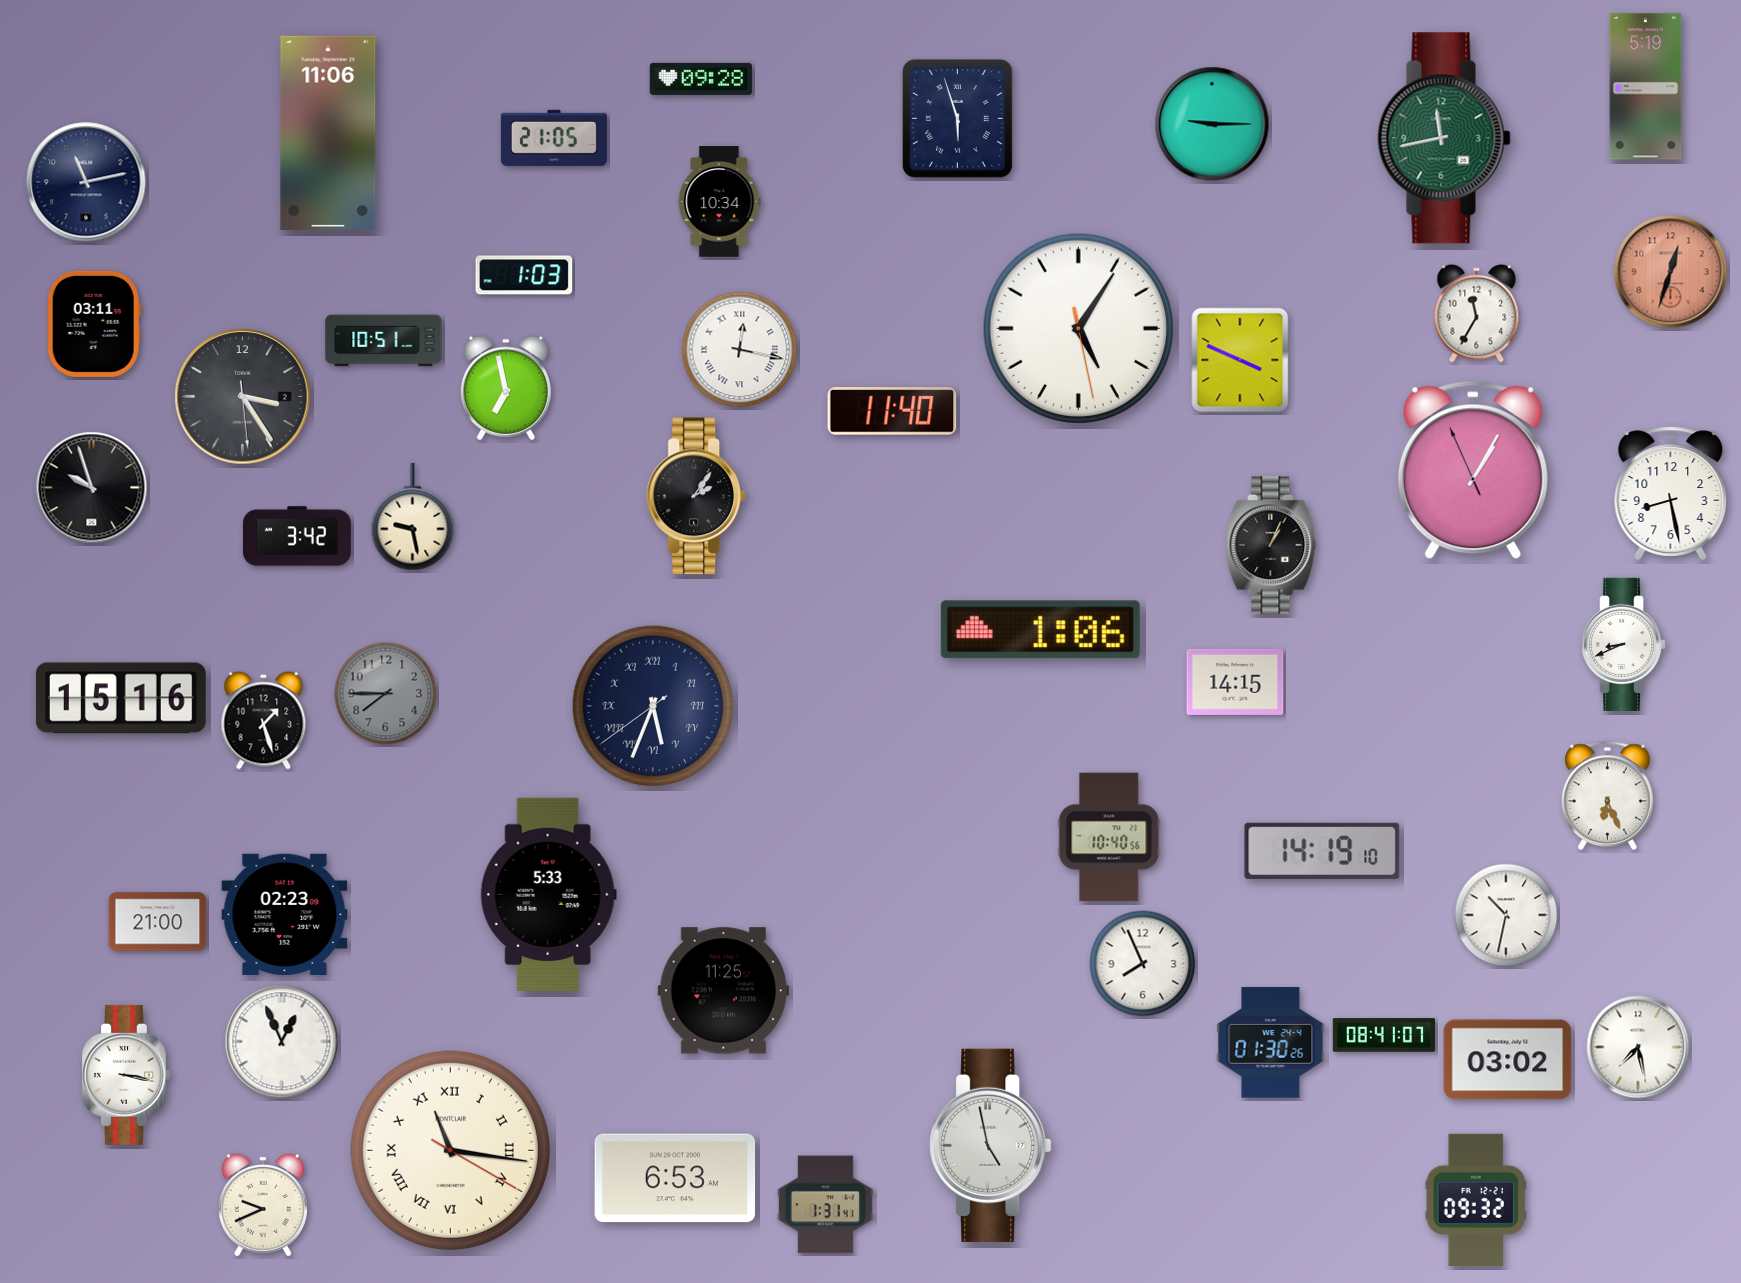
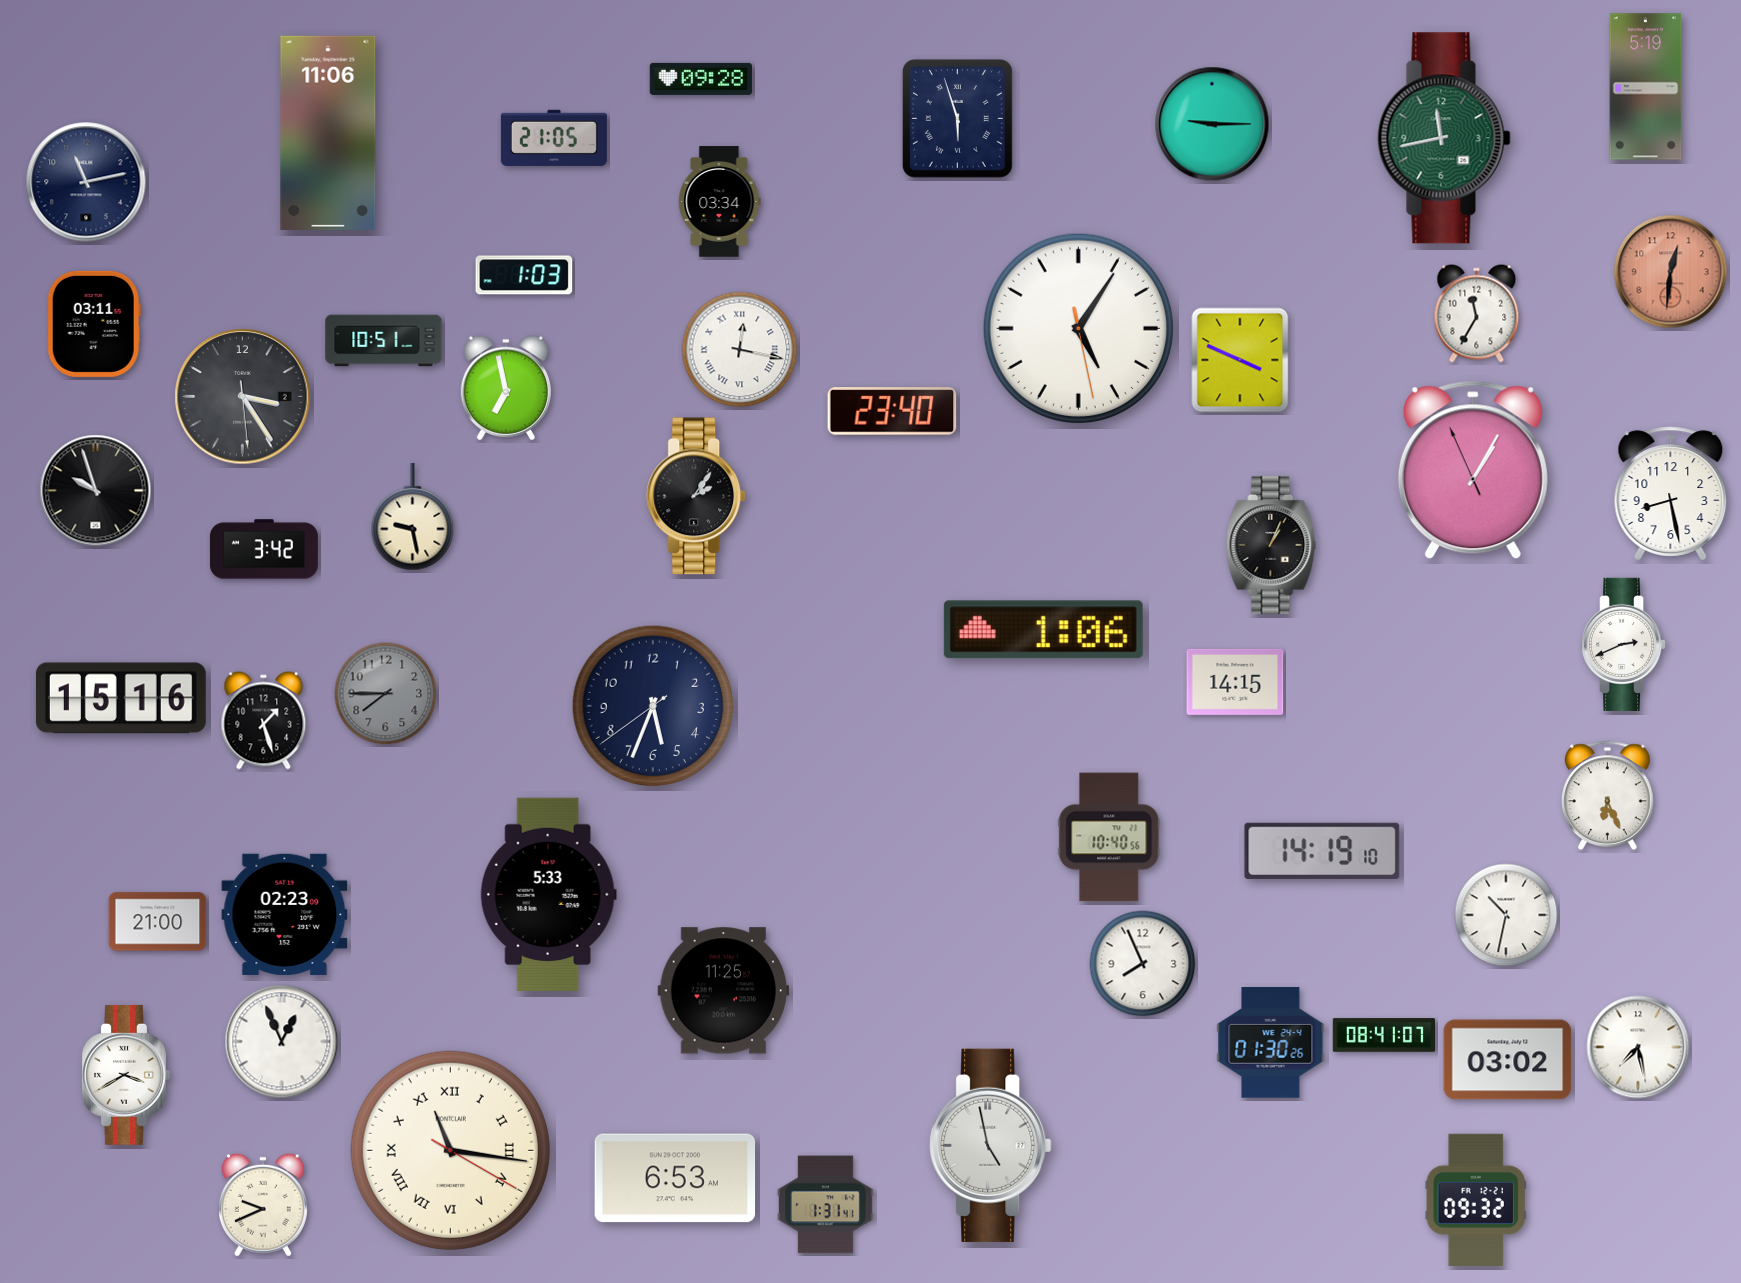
clock at (719, 202): 10:34 -> 03:34
clock at (1671, 272): 12:33 -> 12:31
clock at (892, 411): 11:40 -> 23:40
clock at (92, 488) position: (92, 488) -> (96, 491)
clock at (297, 536) position: (297, 536) -> (264, 549)
clock at (1040, 630) position: (1040, 630) -> (1043, 630)
clock at (1625, 644): 8:41 -> 2:41
clock at (653, 706) numerals: Roman -> Arabic
clock at (126, 1075): 3:17 -> 3:40
